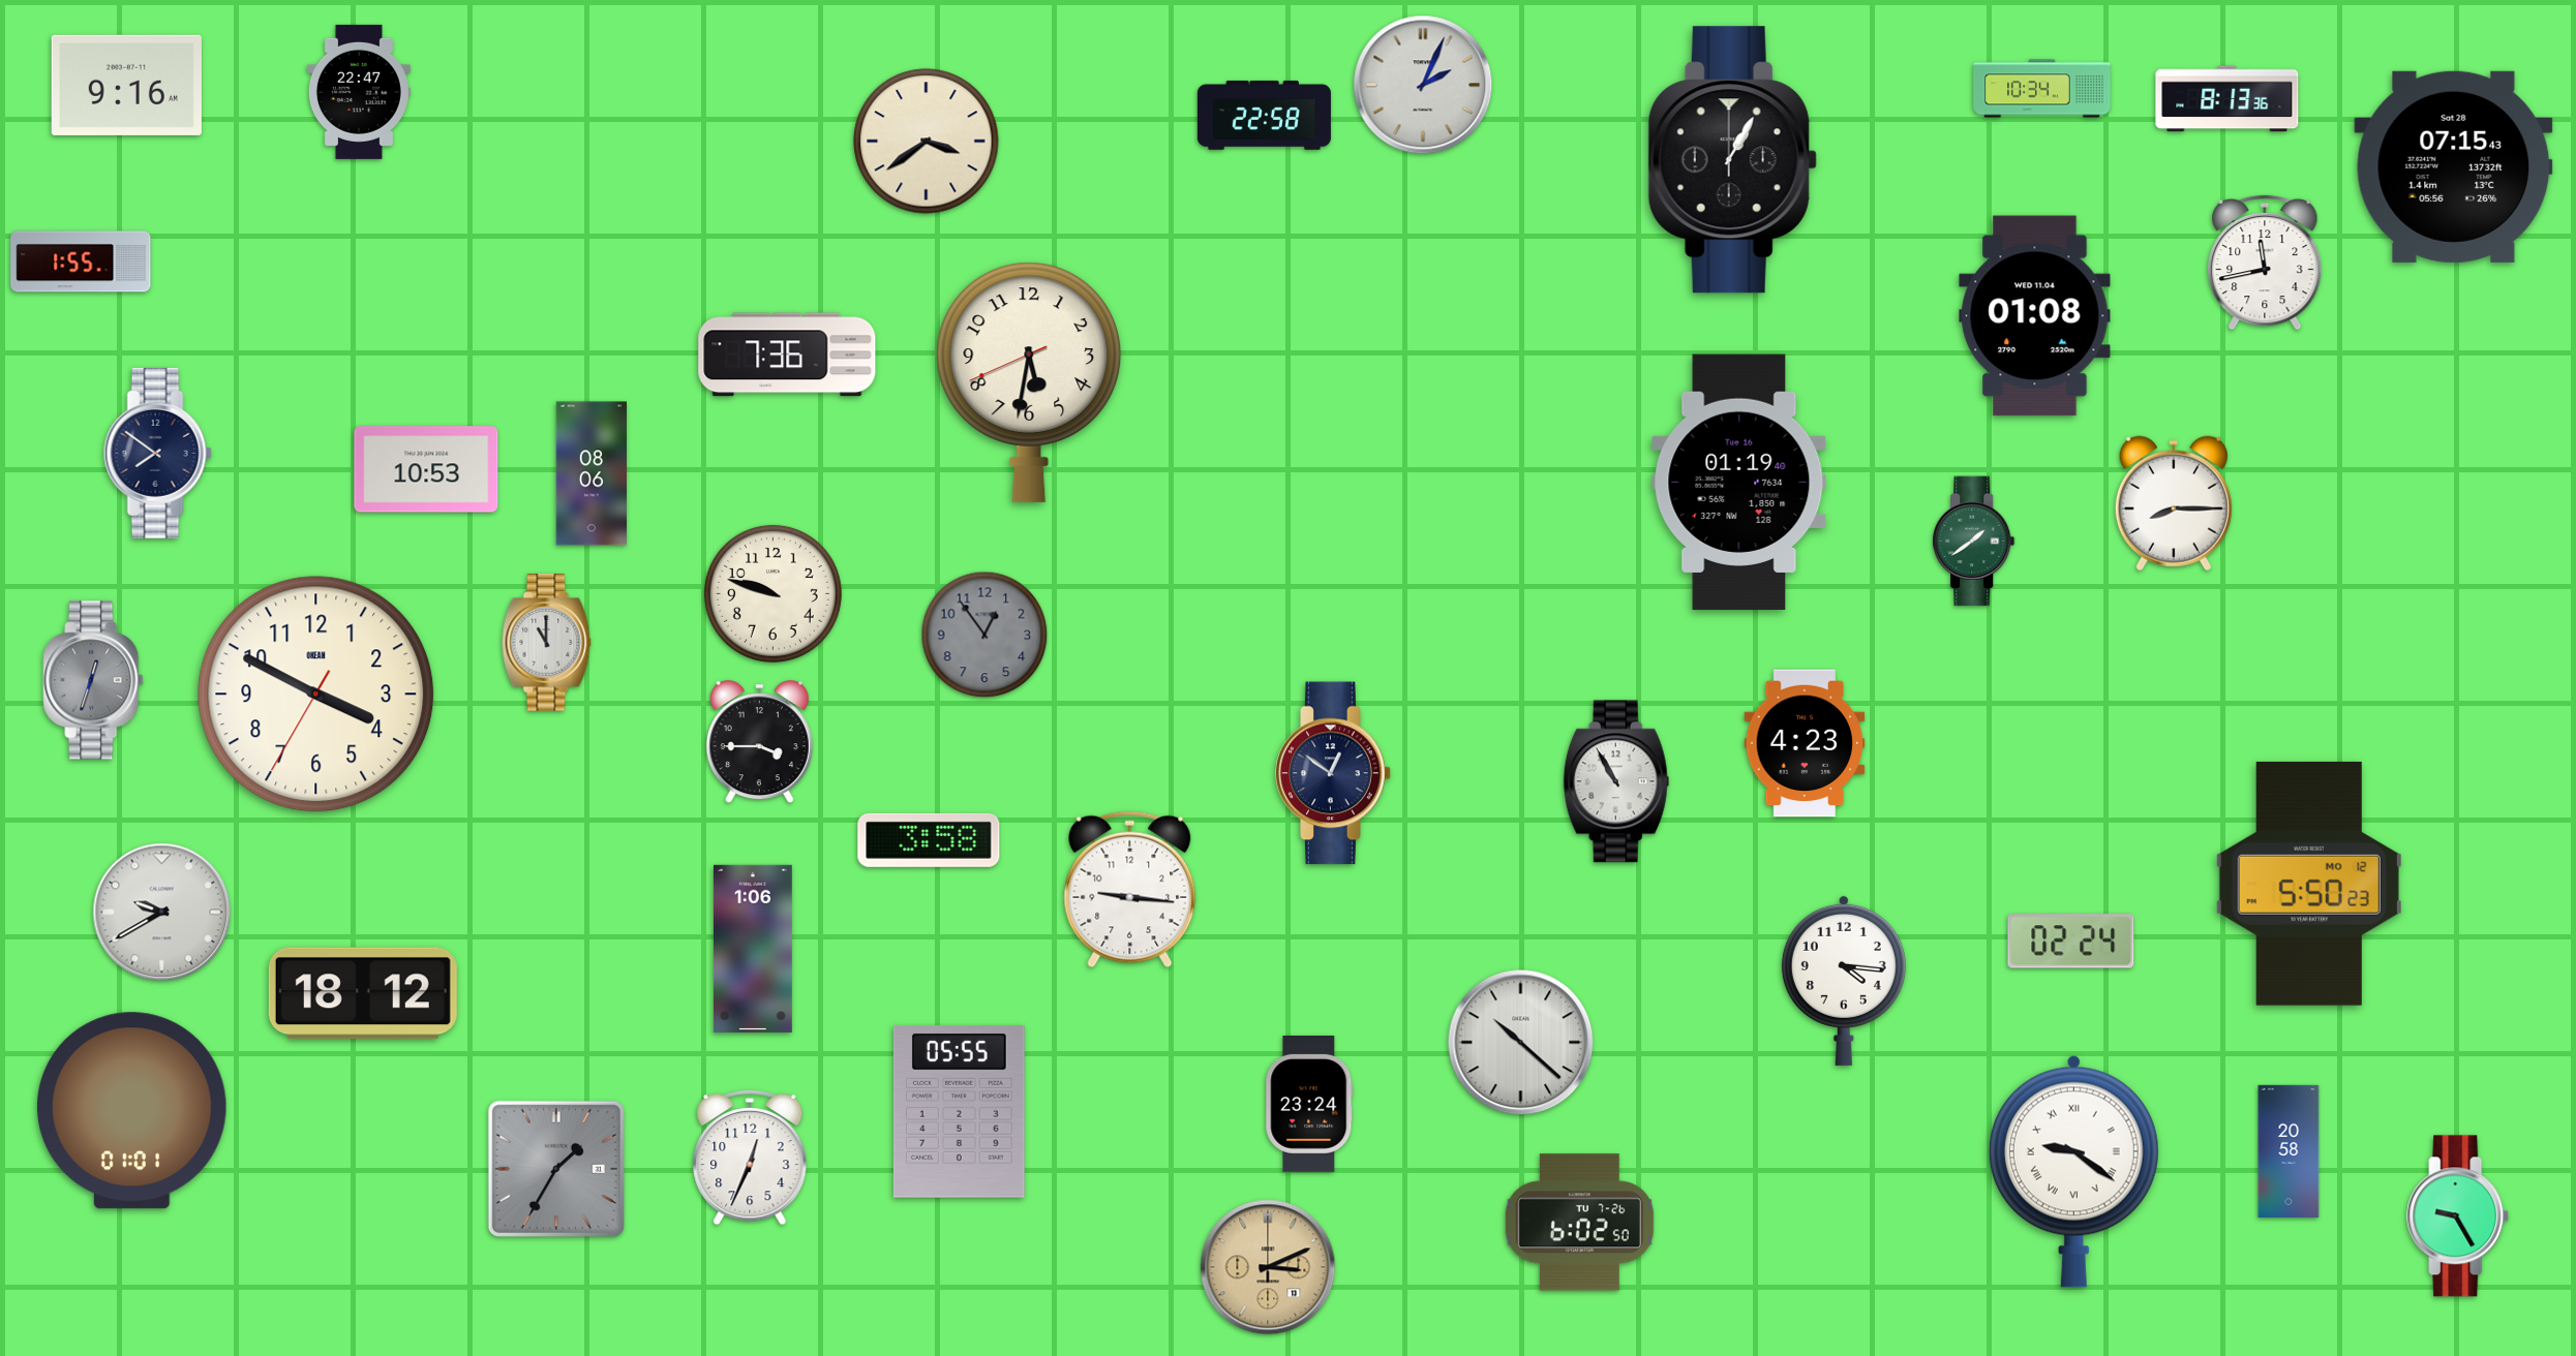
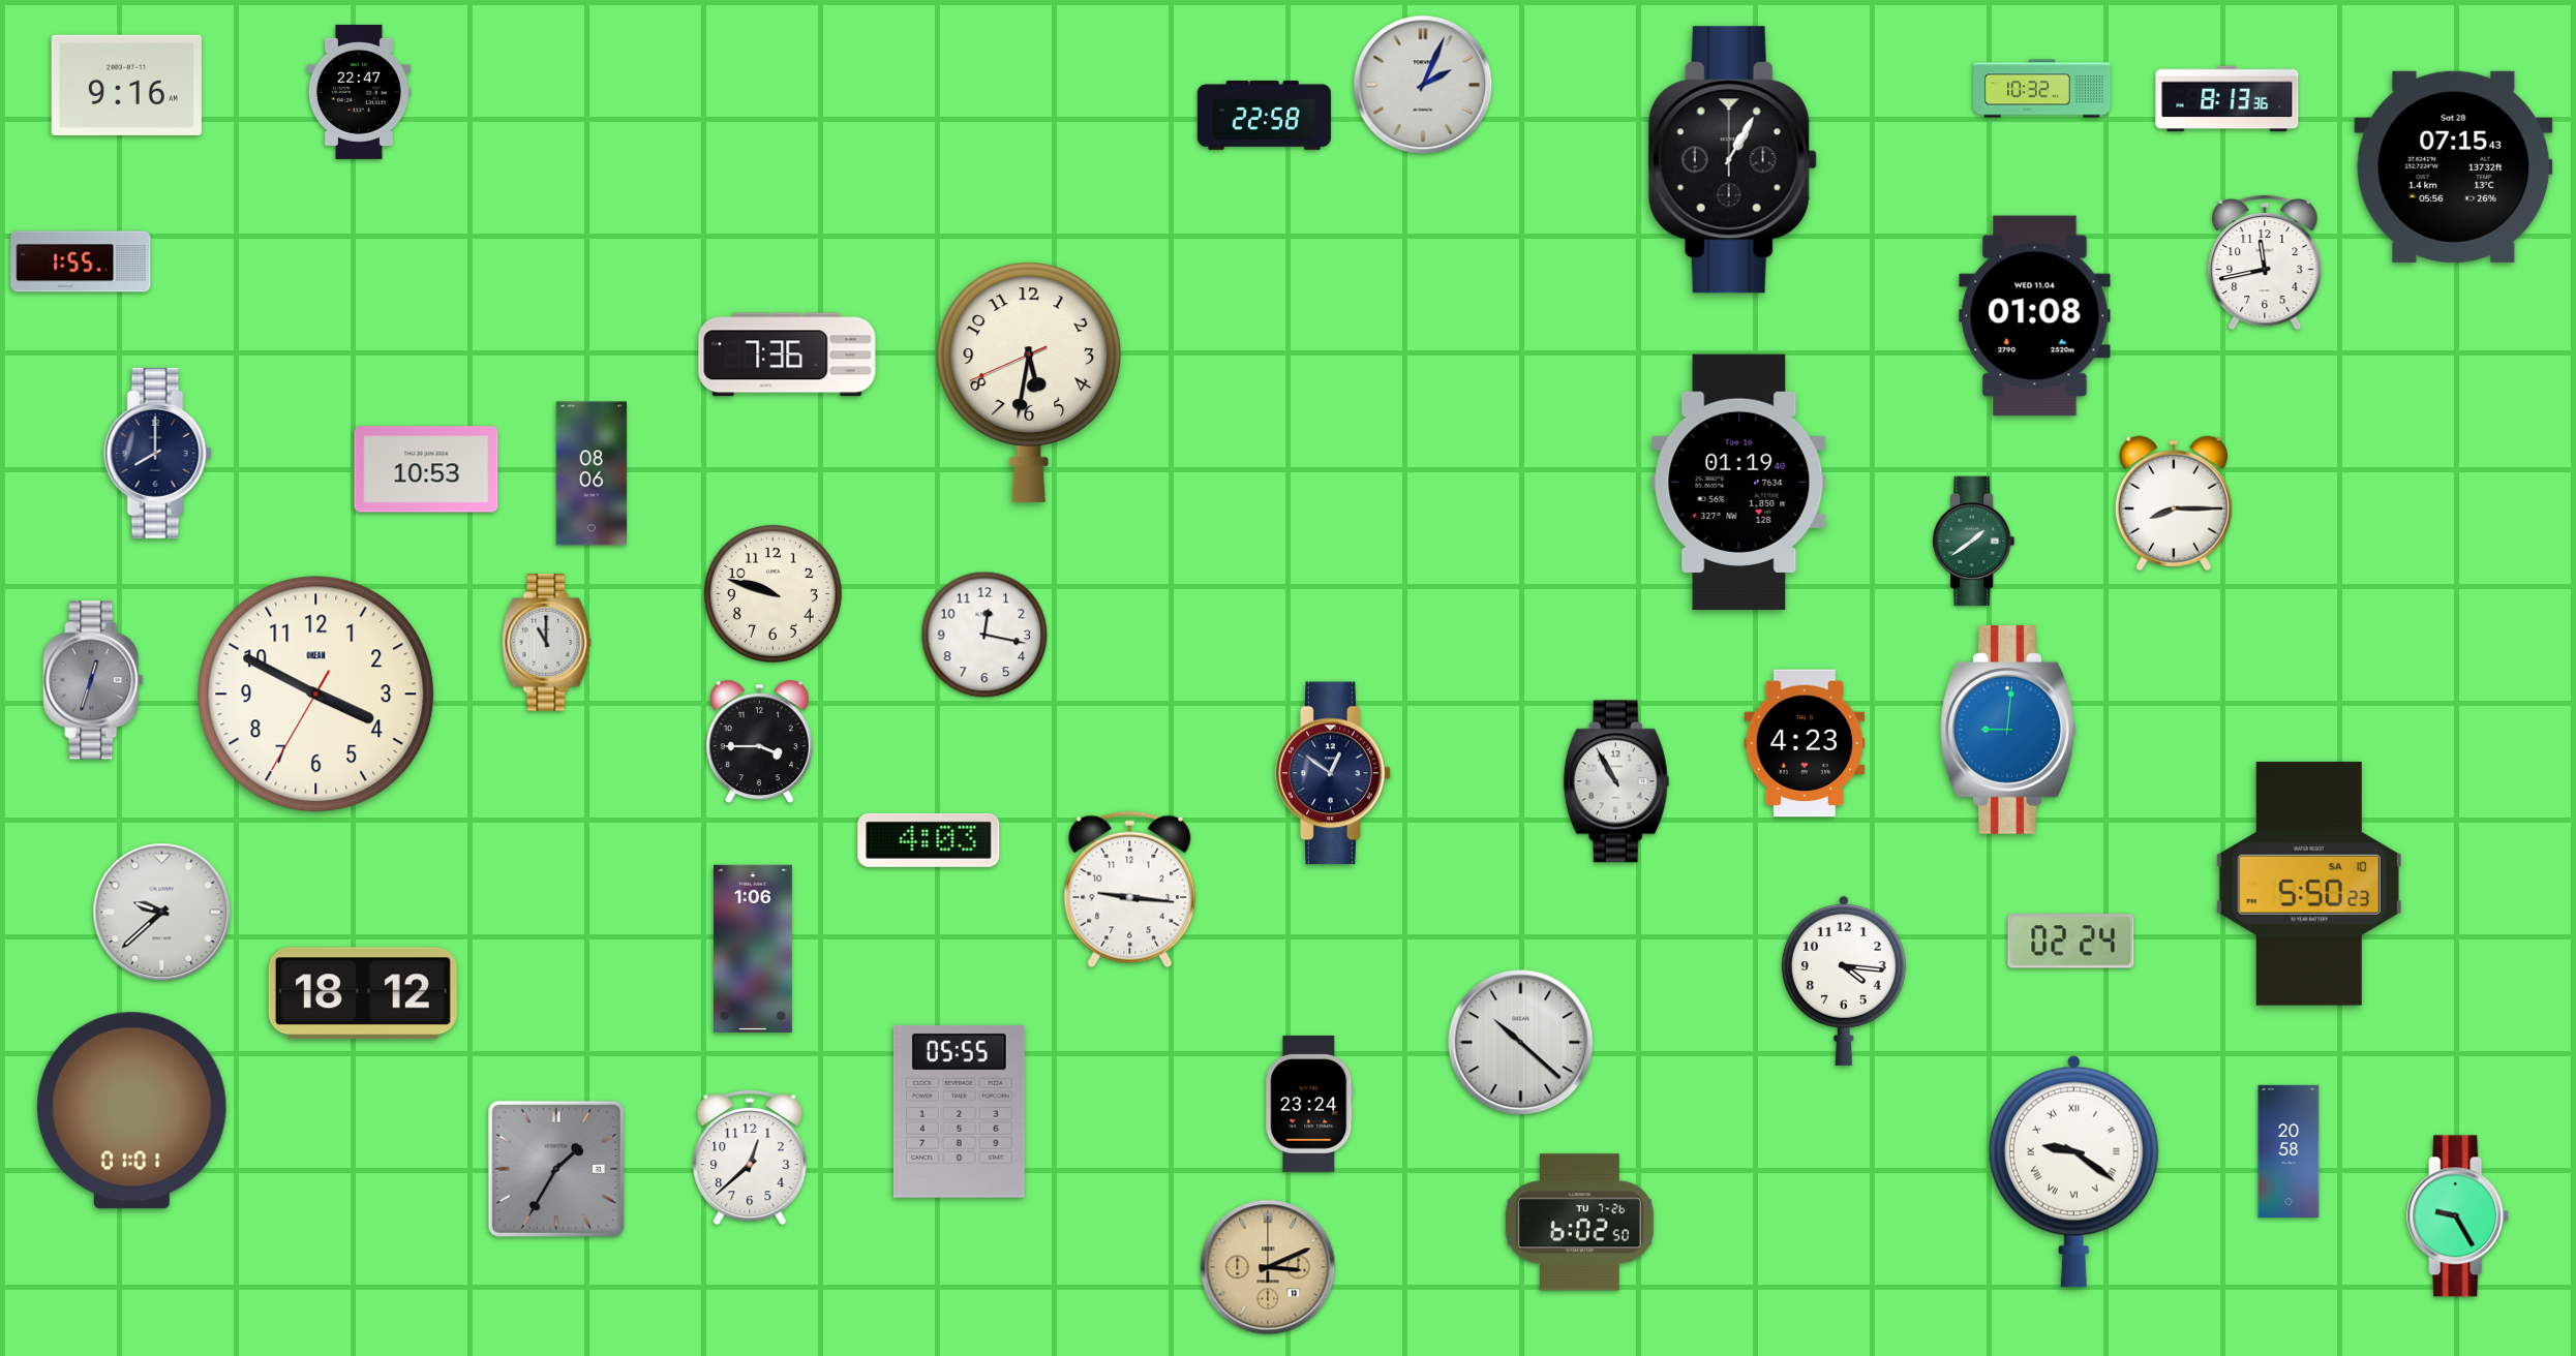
clock at (2042, 89): 10:34 -> 10:32
clock at (927, 142): 3:39 -> none
clock at (157, 453): 7:51 -> 8:00
clock at (984, 635): 12:54 -> 12:17
clock at (984, 635) dial: grey -> white
clock at (2008, 731): none -> 9:01
clock at (929, 840): 3:58 -> 4:03
clock at (2309, 884) date: MO 12 -> SA 10
clock at (162, 913): 9:40 -> 9:38
clock at (750, 1158): 12:34 -> 12:38
